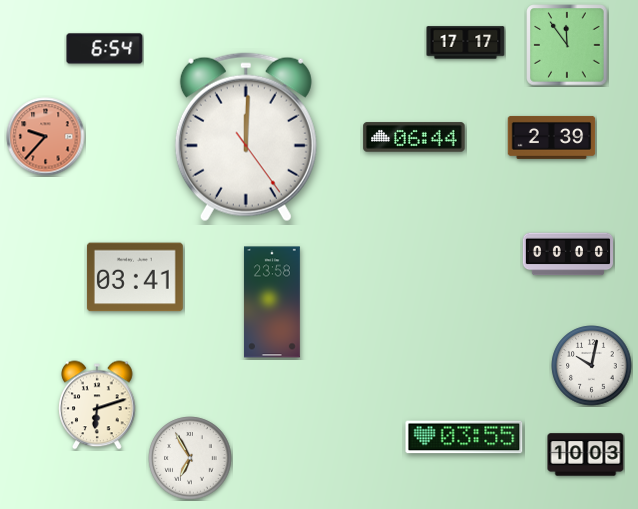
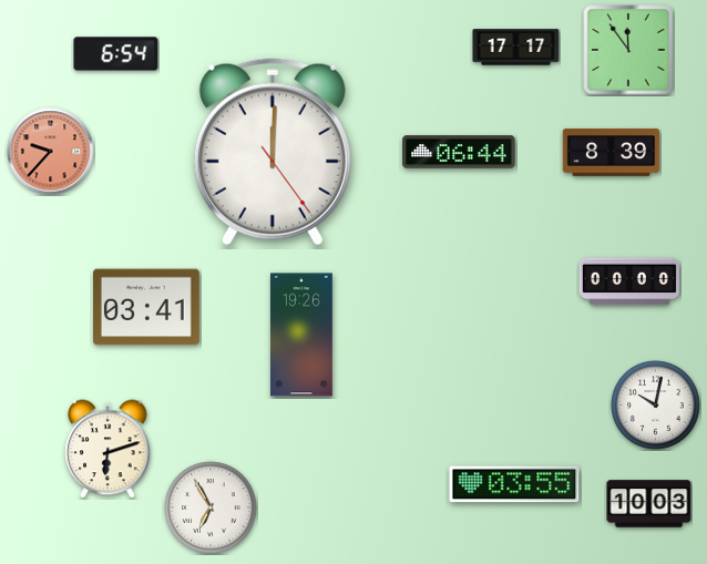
clock at (552, 137): 2:39 -> 8:39
clock at (135, 277) position: (135, 277) -> (146, 307)
clock at (272, 302): 23:58 -> 19:26
